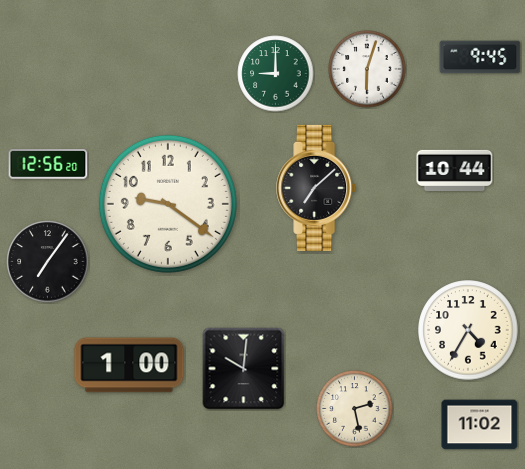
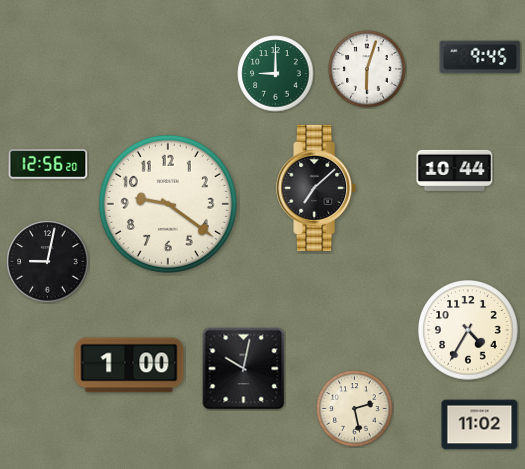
clock at (48, 262): 7:06 -> 9:02
clock at (244, 369): 10:01 -> 10:02
